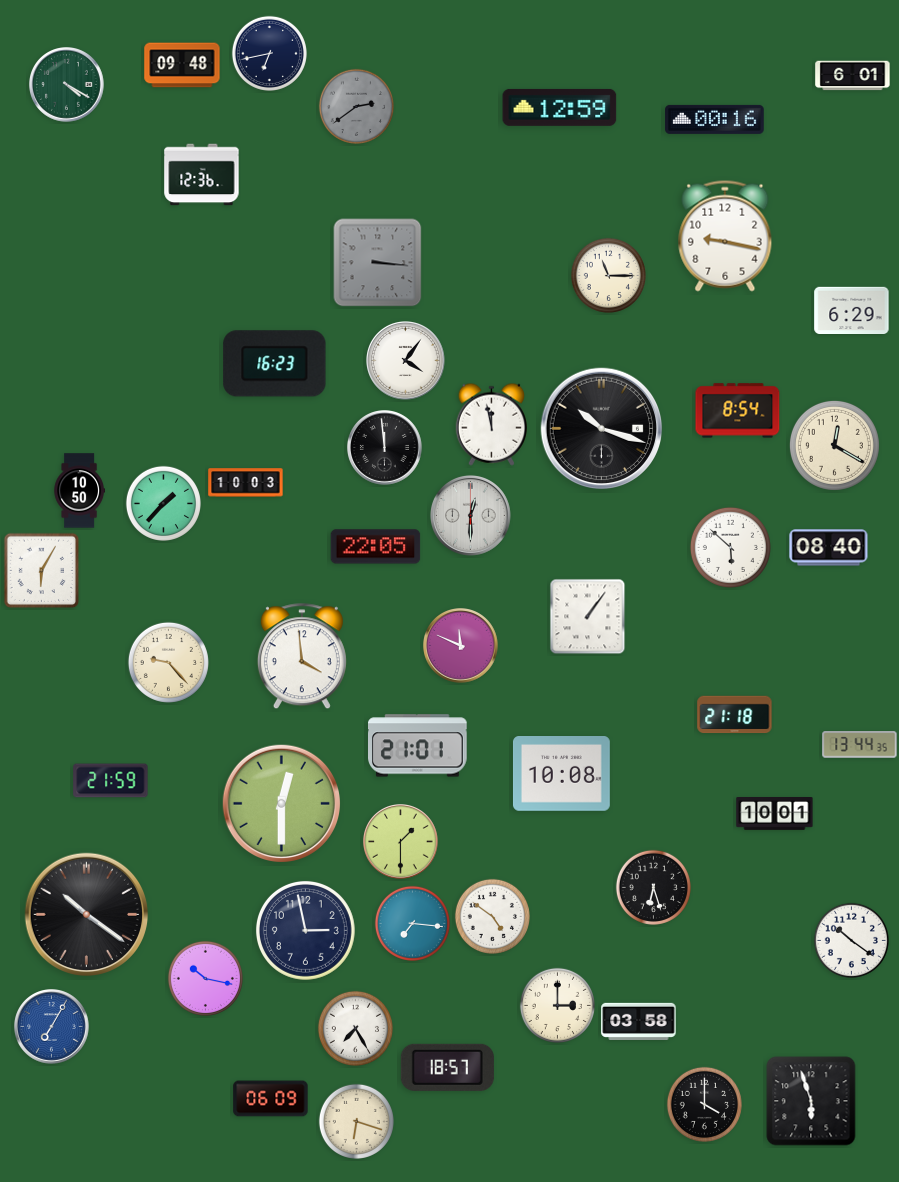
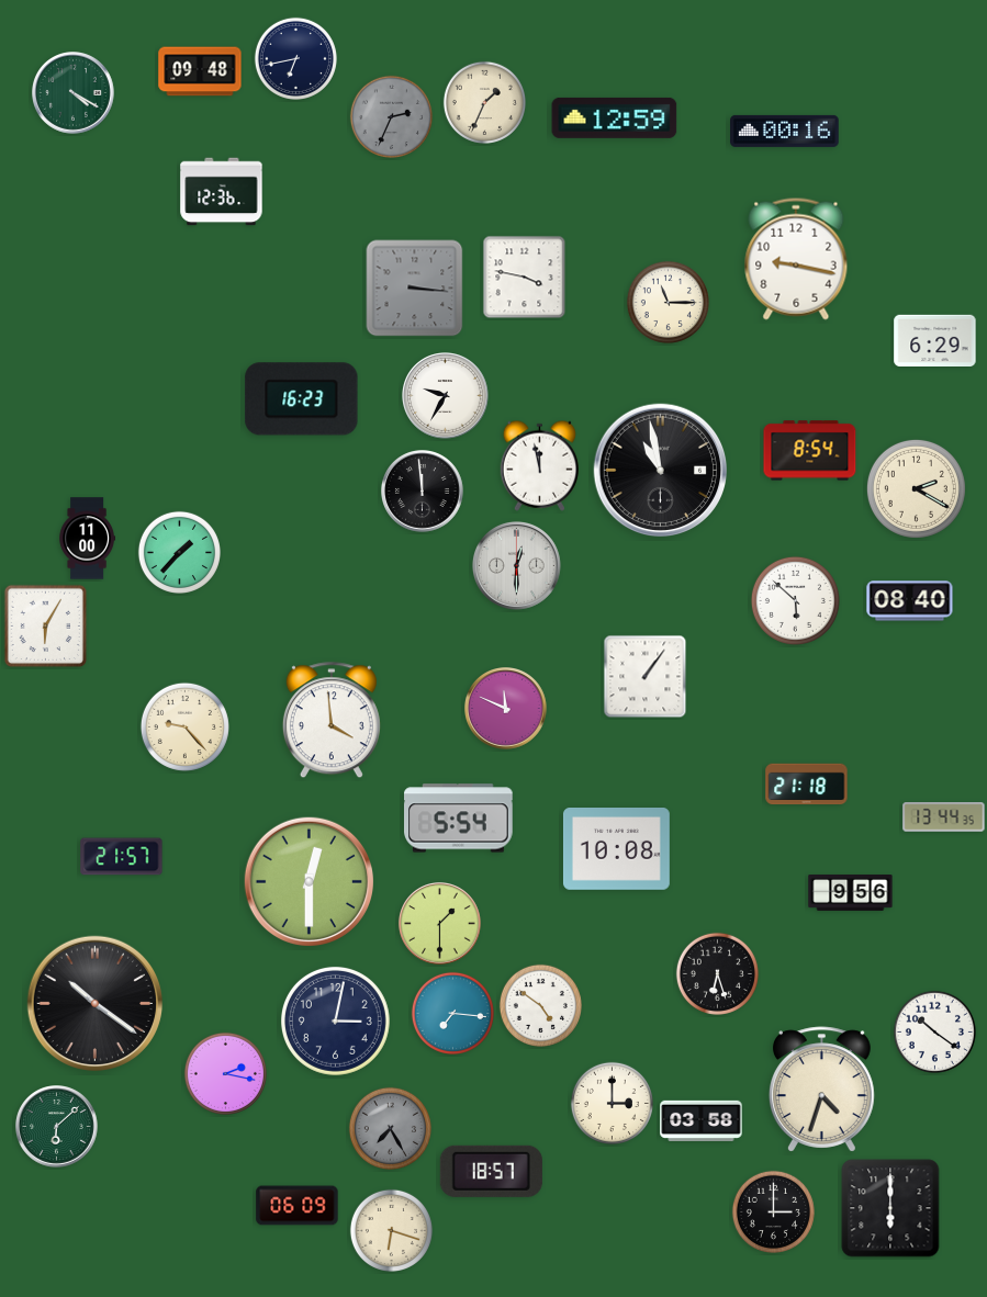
clock at (853, 76): 6:01 -> none
clock at (484, 102): none -> 1:34
clock at (356, 106): 2:39 -> 2:34
clock at (525, 278): none -> 3:47
clock at (406, 361): 4:06 -> 9:35
clock at (602, 429): 10:18 -> 10:58
clock at (834, 445): 12:20 -> 2:20
clock at (246, 483): 10:03 -> none
clock at (79, 491): 10:50 -> 11:00
clock at (376, 547): 22:05 -> none
clock at (730, 547) position: (730, 547) -> (795, 600)
clock at (418, 746): 21:01 -> 5:54
clock at (111, 781): 21:59 -> 21:57
clock at (775, 814): 10:01 -> 9:56
clock at (305, 930): 2:58 -> 3:02
clock at (205, 978): 10:17 -> 2:17
clock at (821, 1090): none -> 4:33
clock at (52, 1027): 7:05 -> 6:08
clock at (52, 1027) dial: blue -> green
clock at (355, 1028) dial: white -> grey
clock at (811, 1101): 5:57 -> 6:00
clock at (704, 1104): 4:00 -> 3:00
